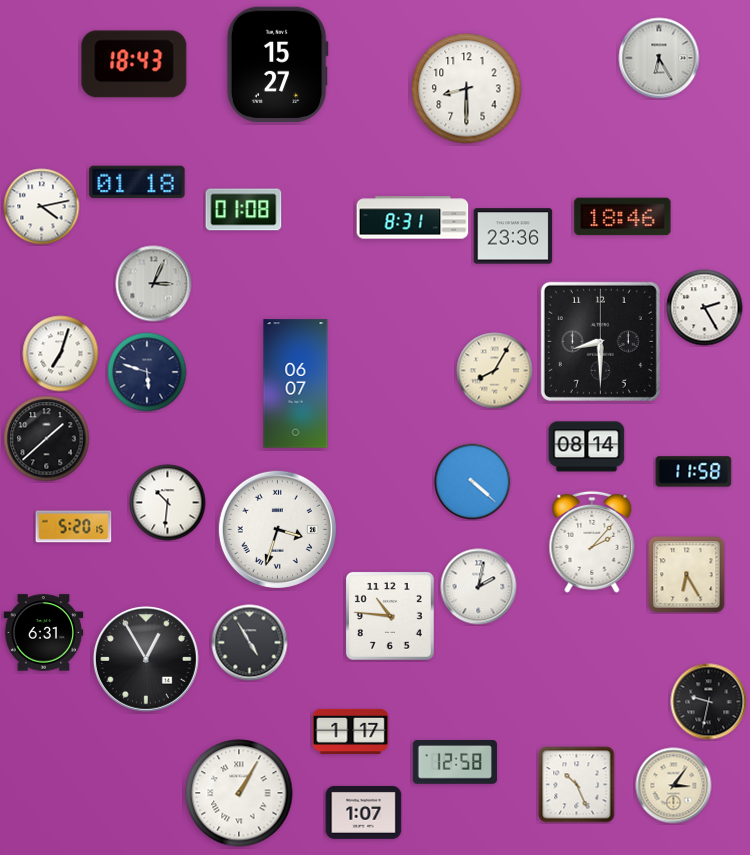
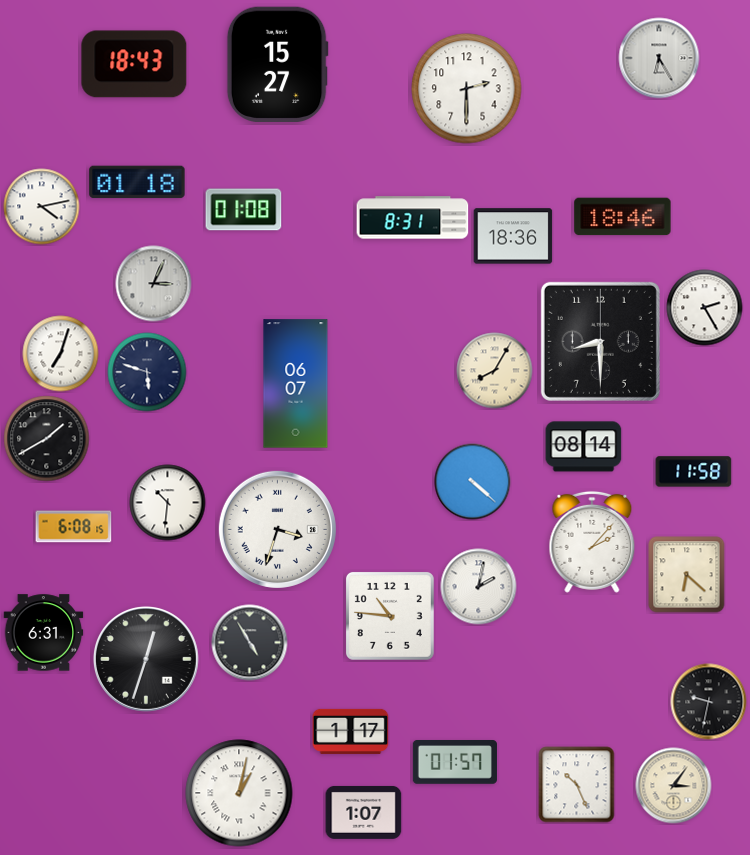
clock at (467, 89): 8:30 -> 2:30
clock at (513, 236): 23:36 -> 18:36
clock at (47, 439): 1:38 -> 1:40
clock at (587, 447) position: (587, 447) -> (584, 447)
clock at (74, 527): 5:20 -> 6:08
clock at (687, 575): 6:25 -> 6:22
clock at (146, 659): 12:55 -> 12:33
clock at (455, 762): 12:58 -> 01:57
clock at (239, 793): 1:05 -> 1:02
